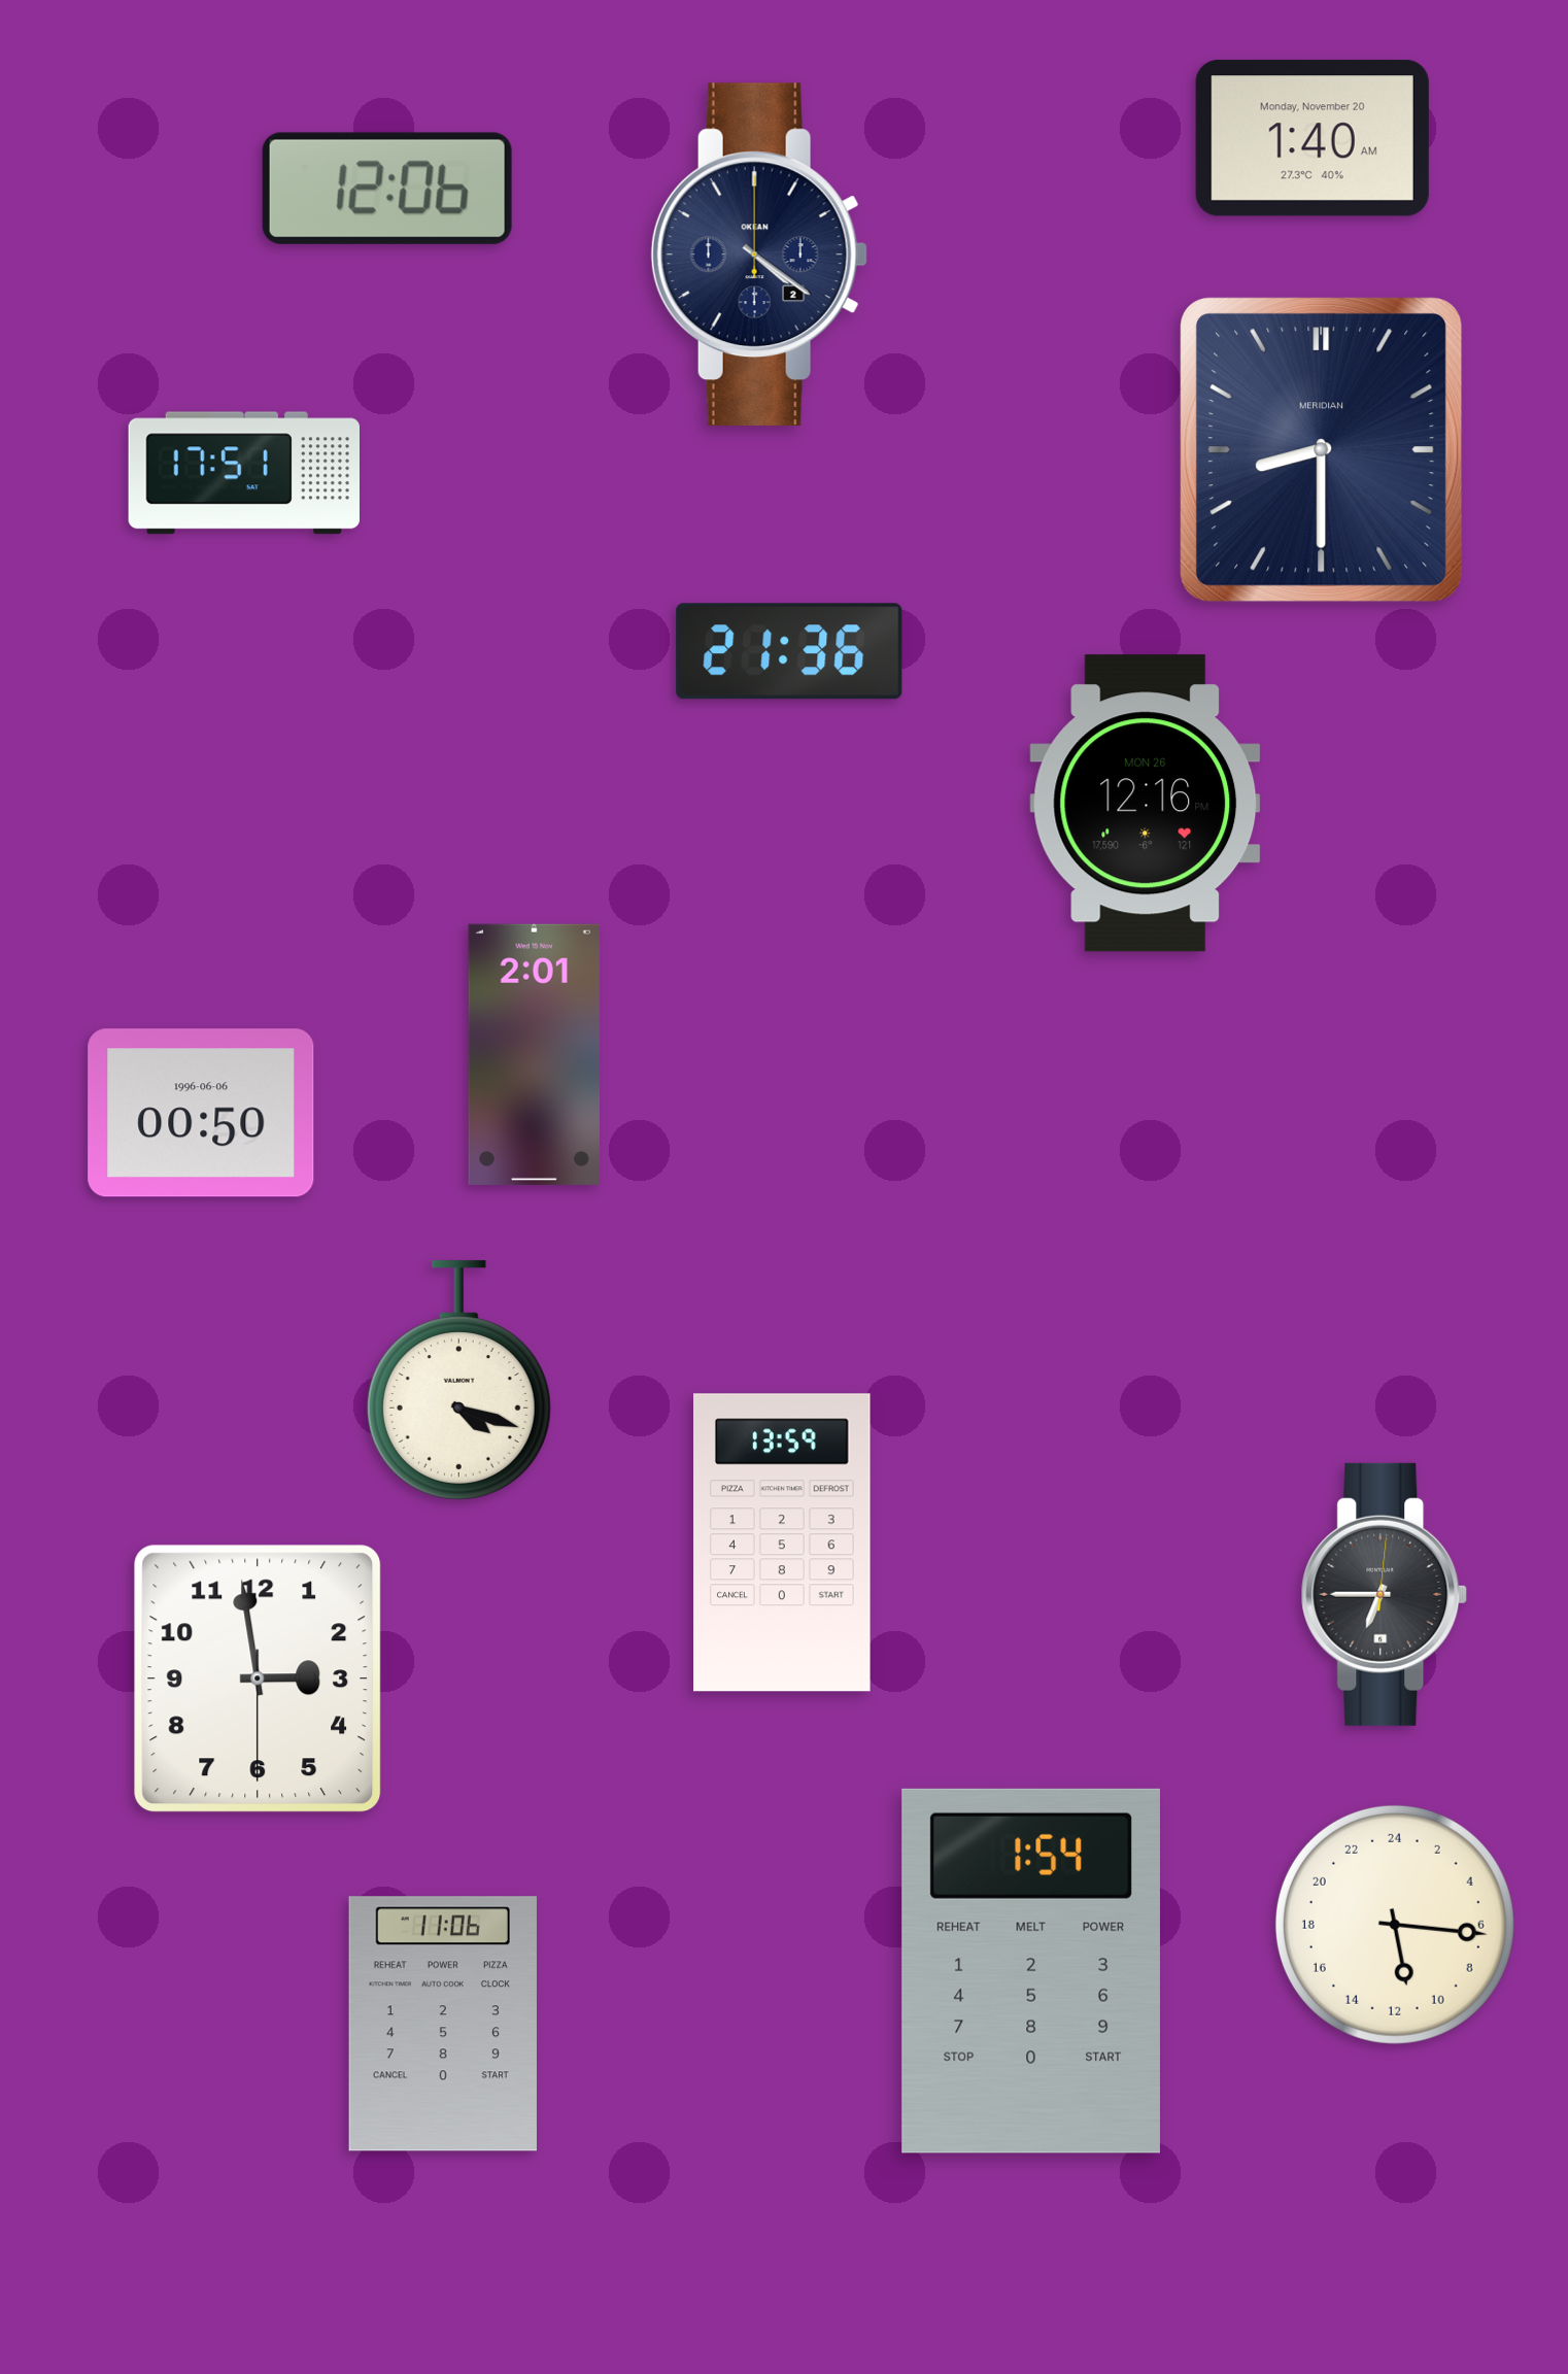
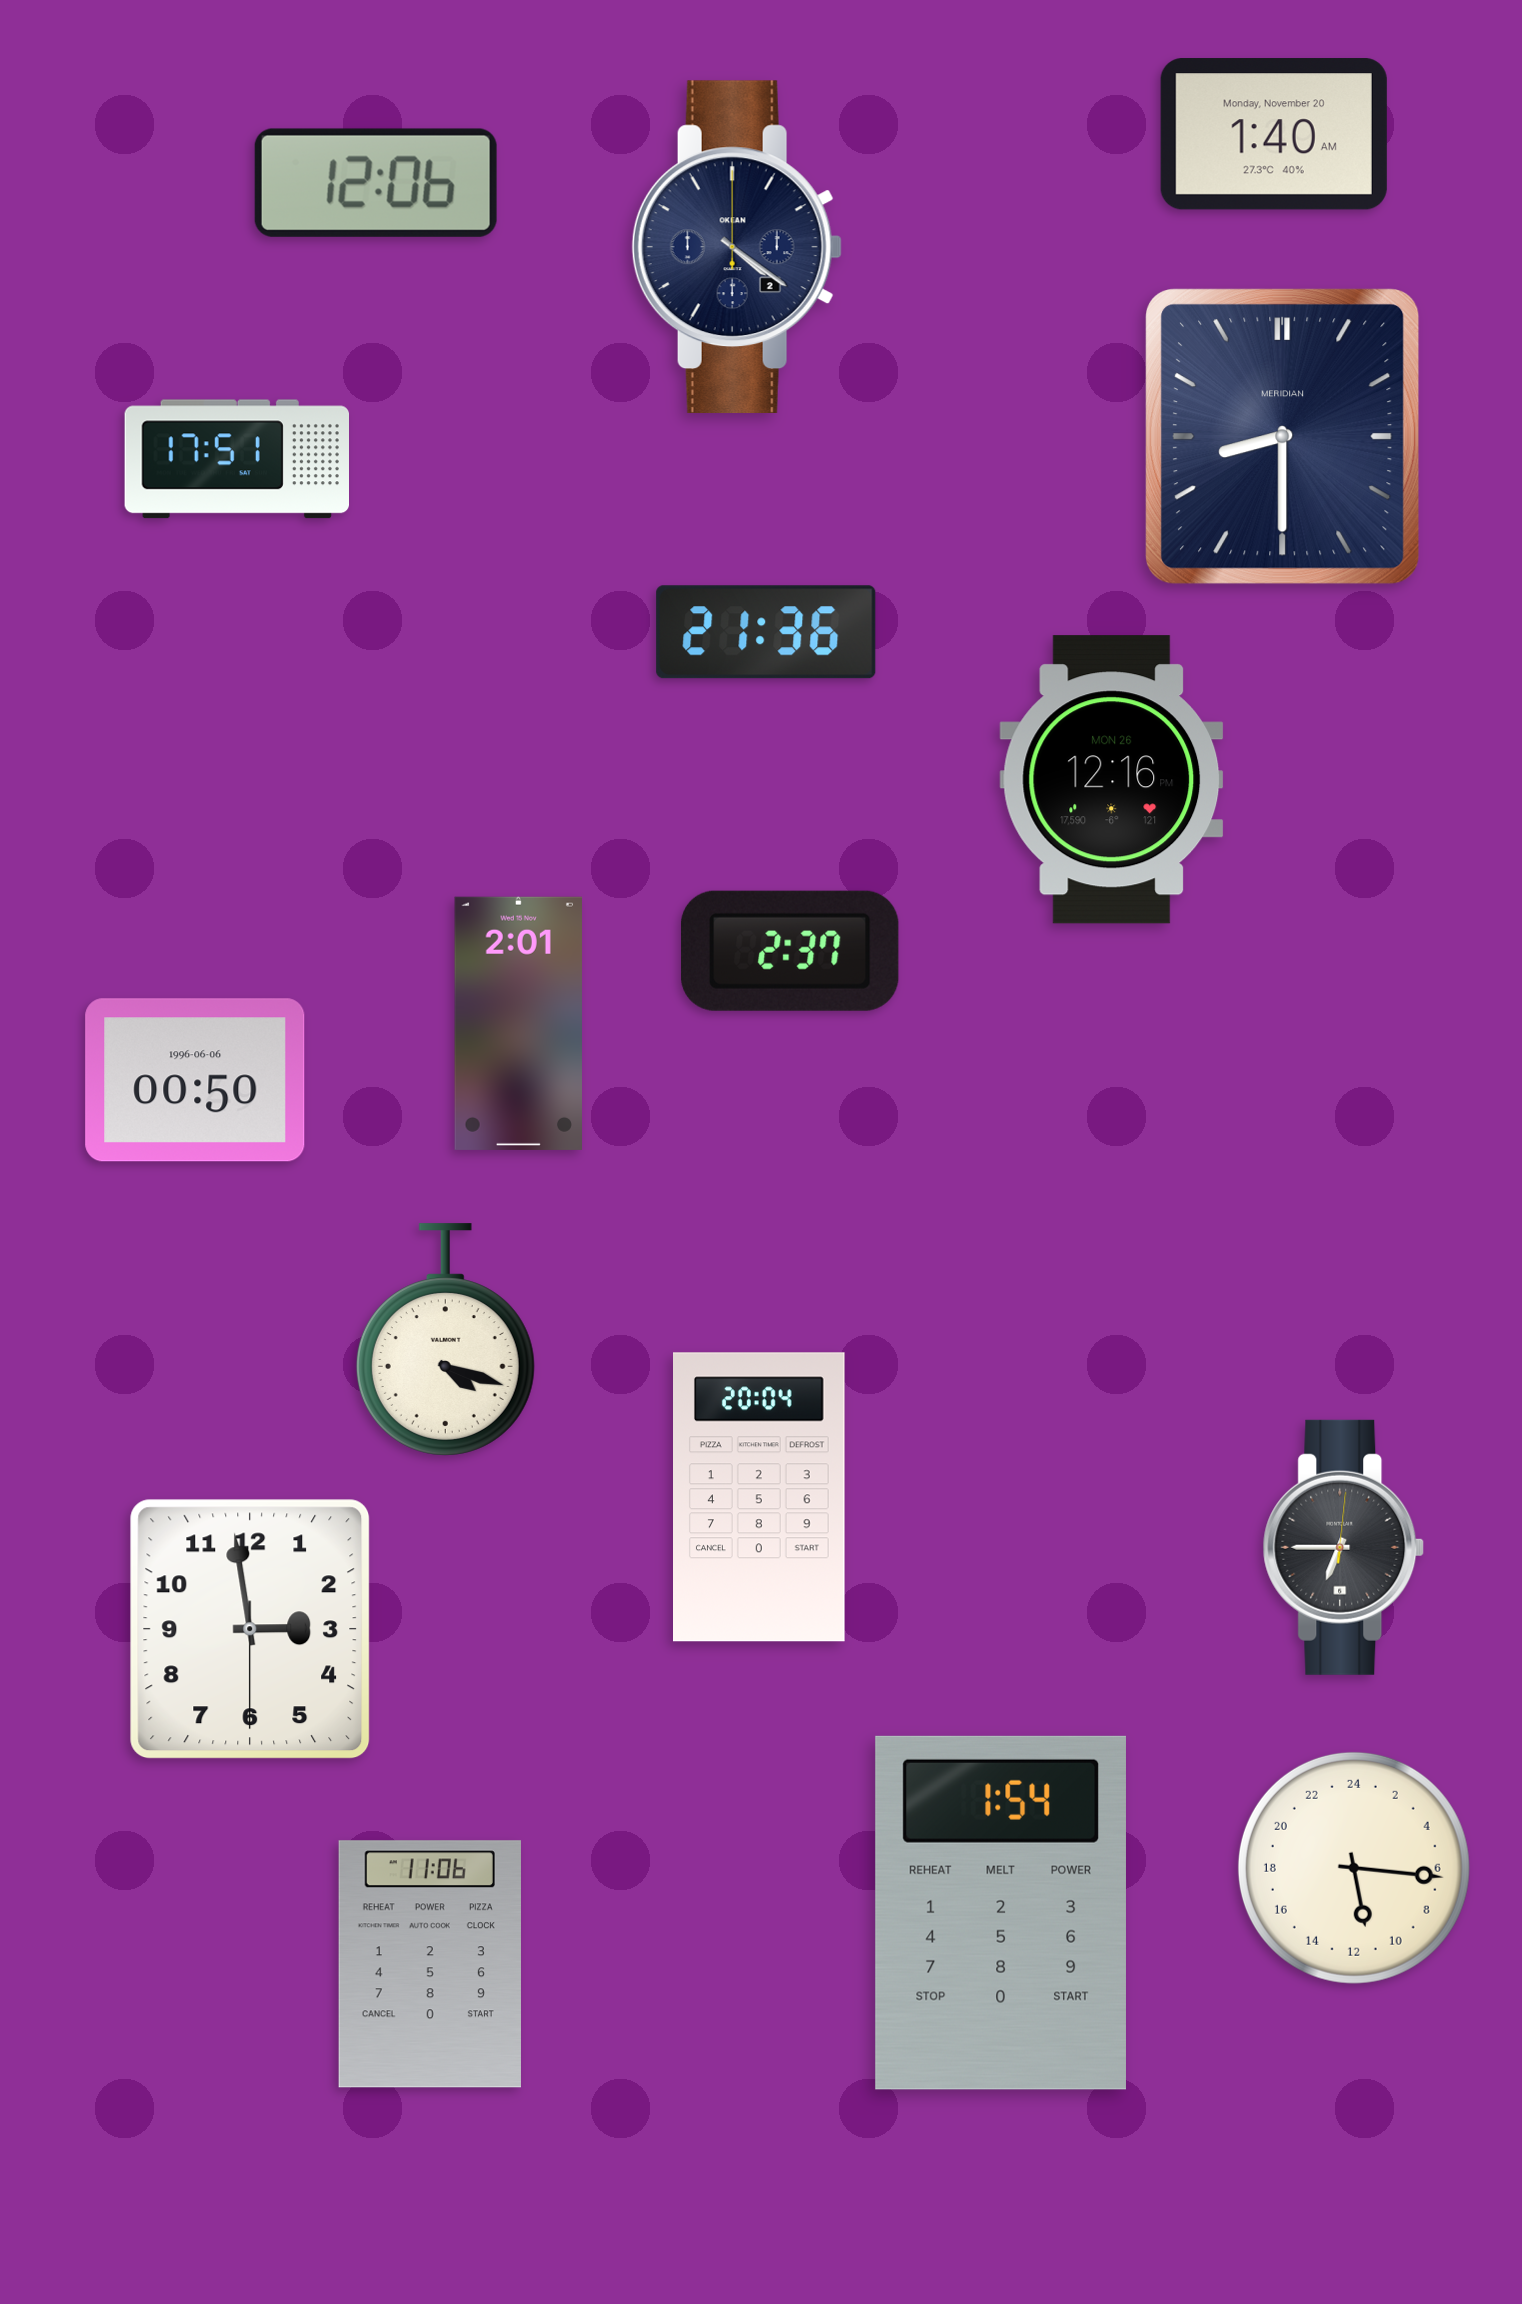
clock at (790, 951): none -> 2:37
clock at (783, 1542): 13:59 -> 20:04
